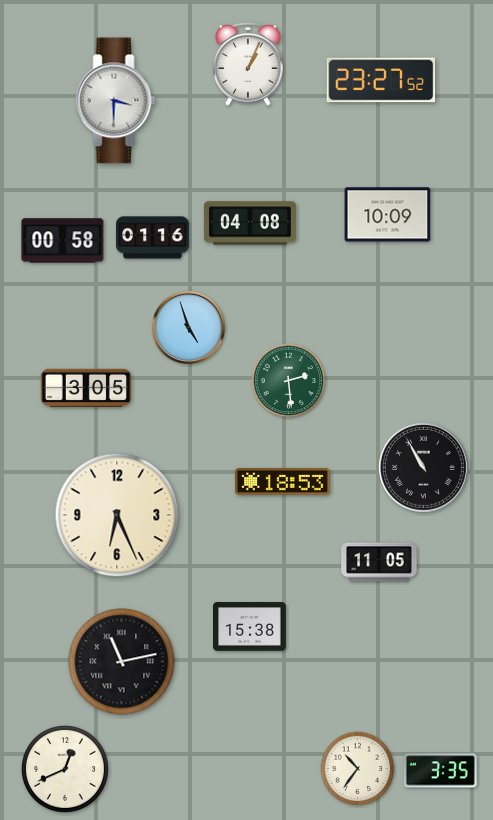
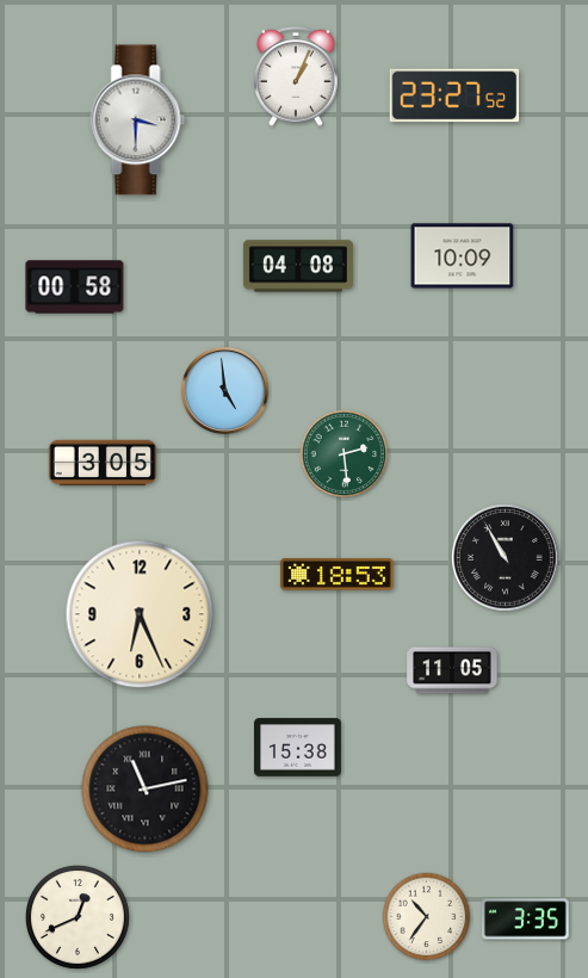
clock at (153, 238): 01:16 -> none
clock at (188, 327): 4:57 -> 4:59
